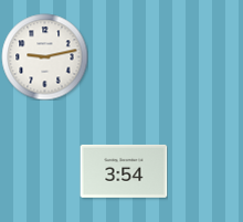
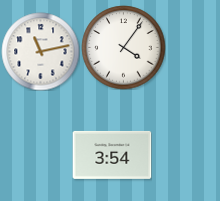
clock at (123, 47): none -> 4:06
clock at (44, 56): 9:13 -> 11:13
